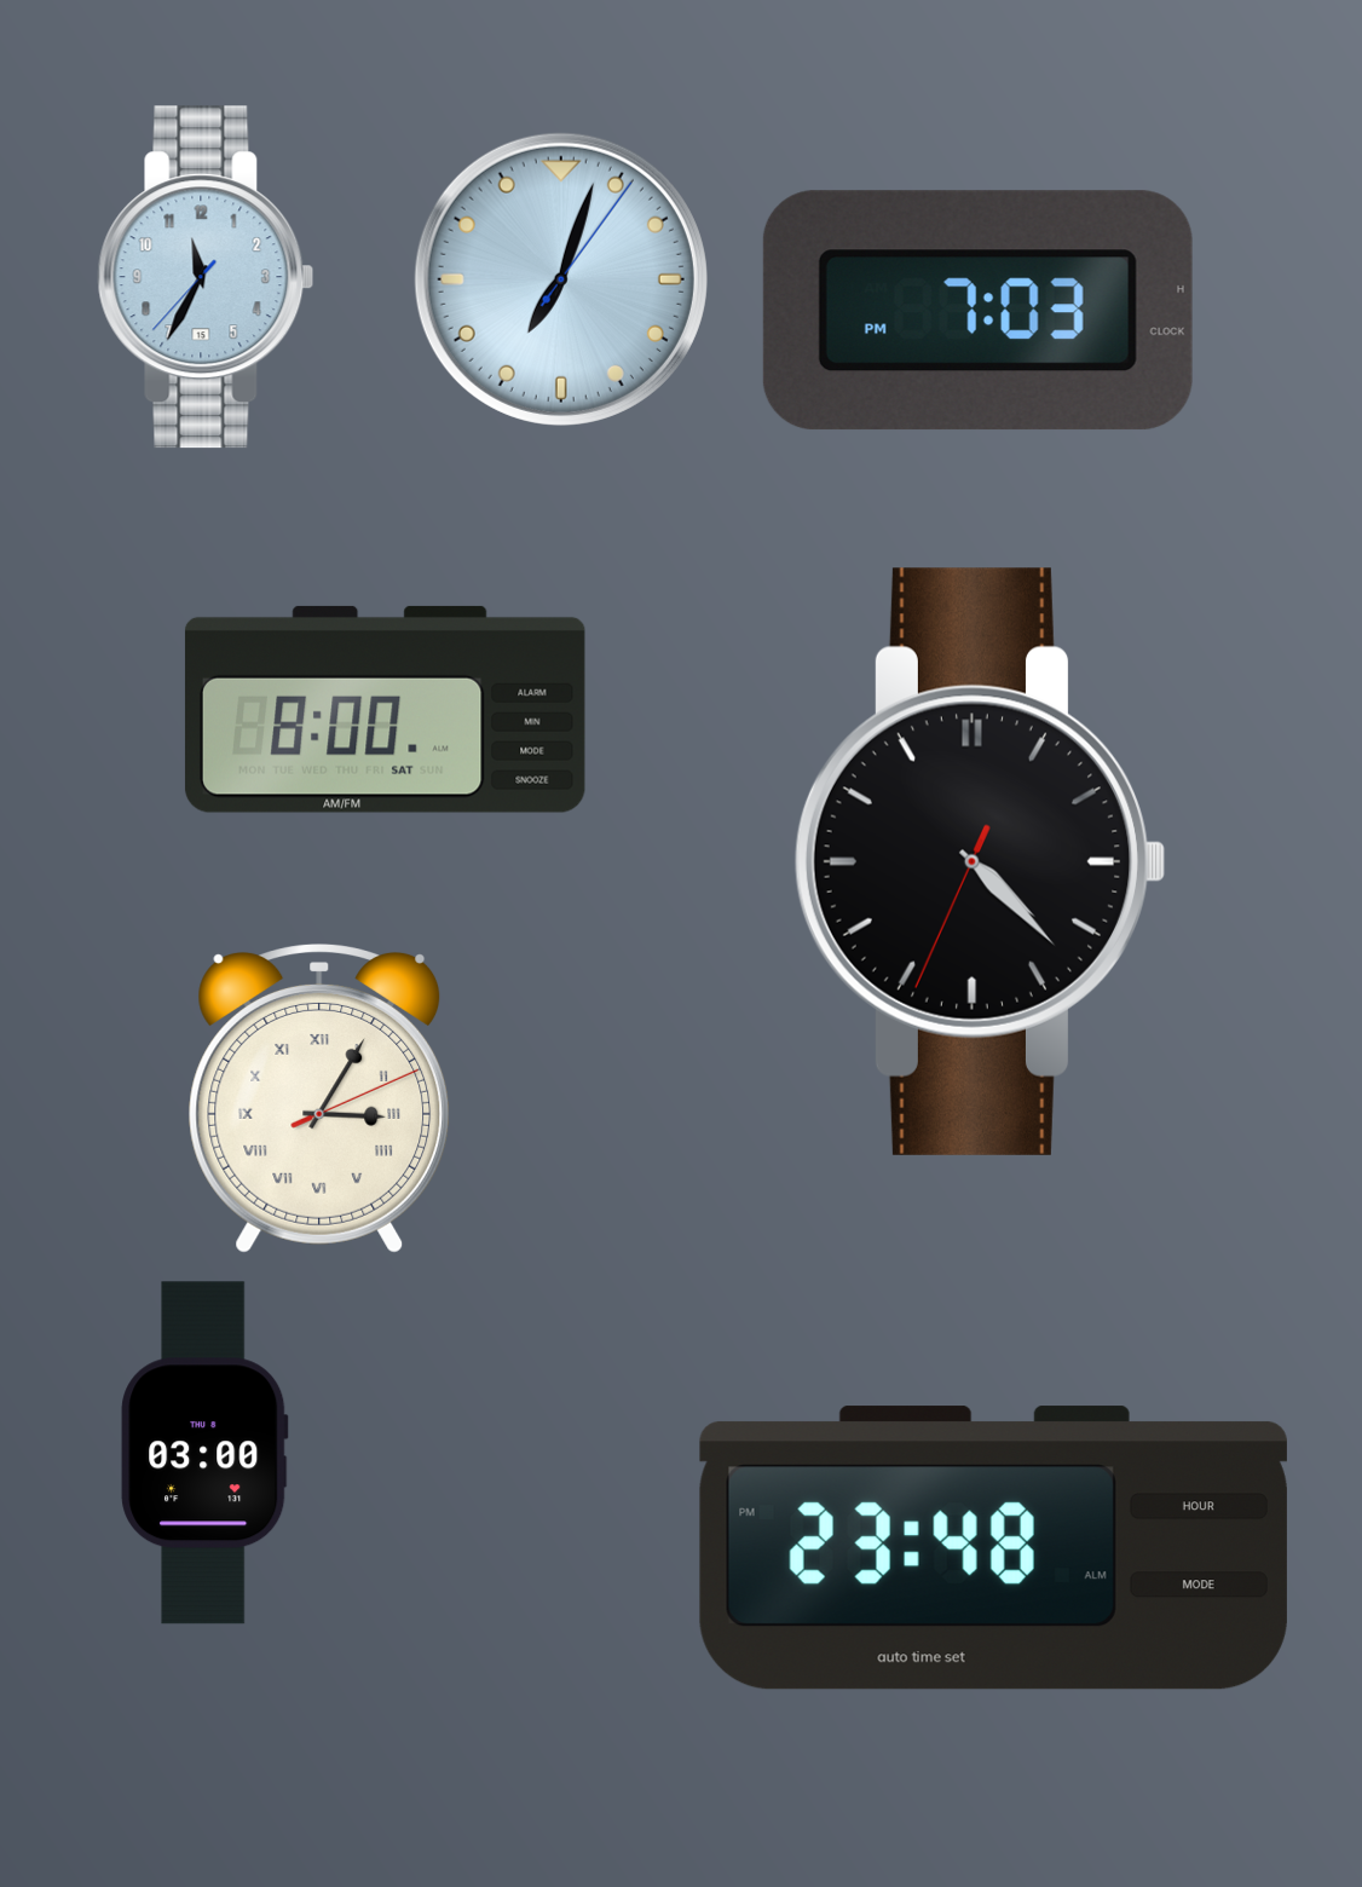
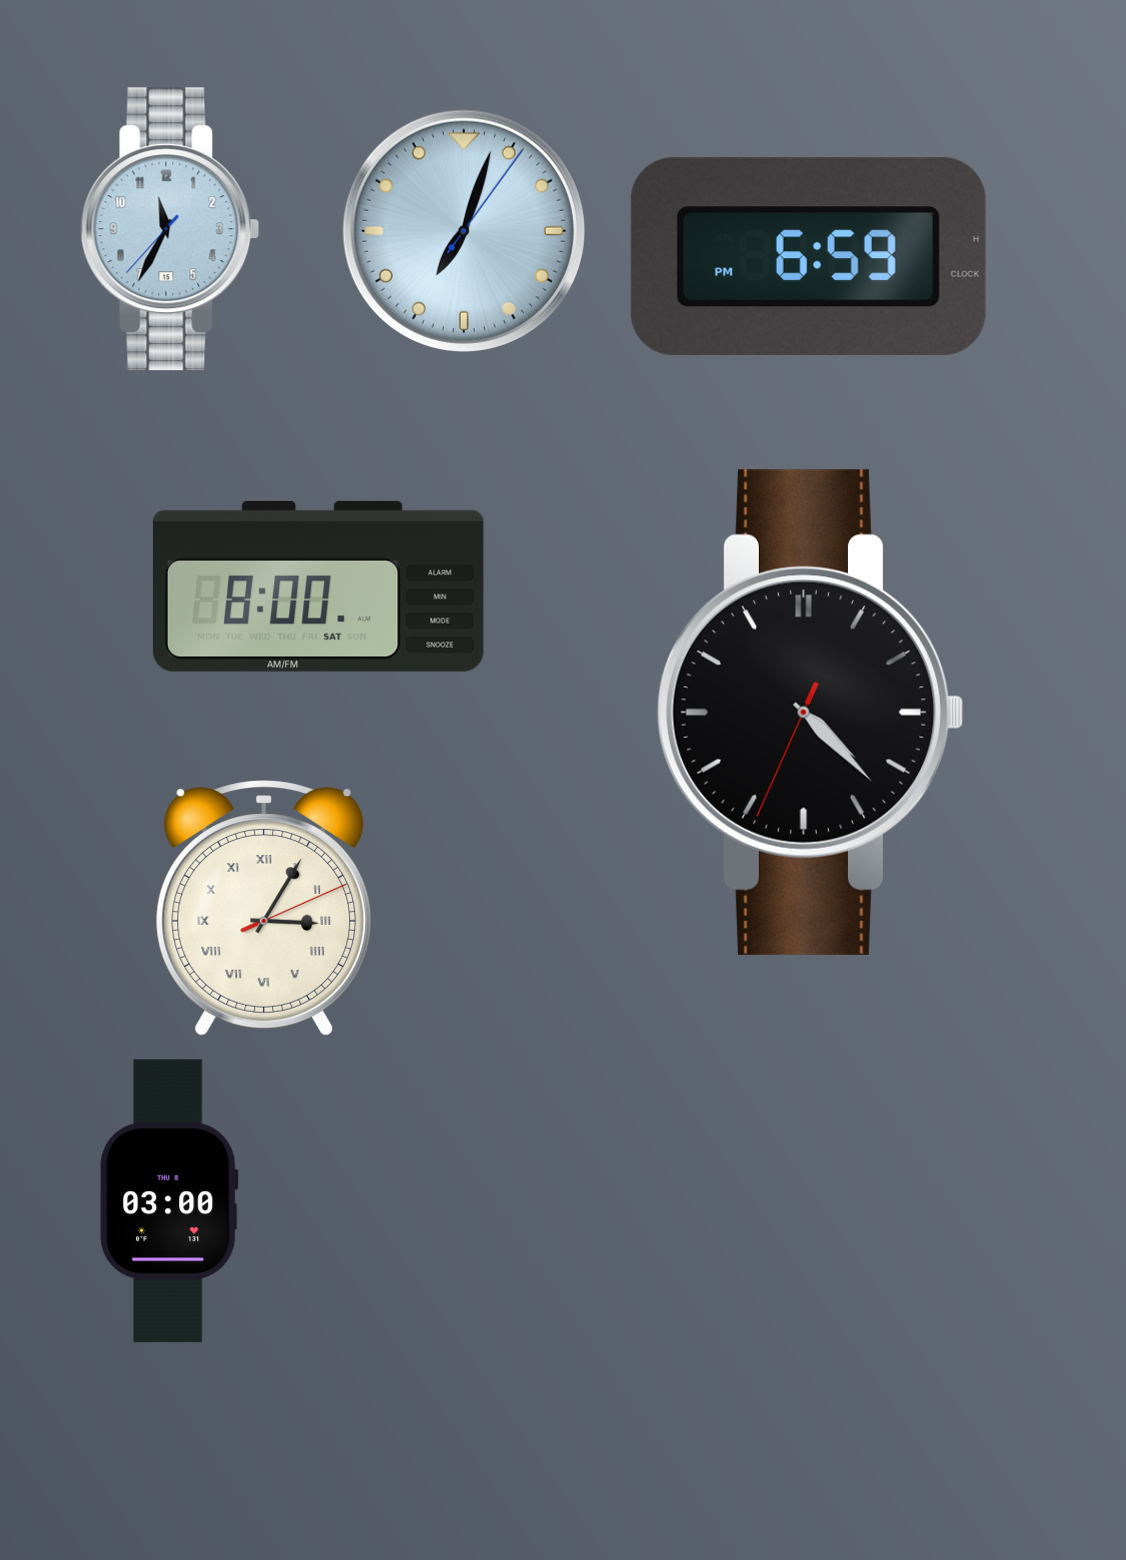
clock at (977, 311): 7:03 -> 6:59
clock at (993, 1548): 23:48 -> none
